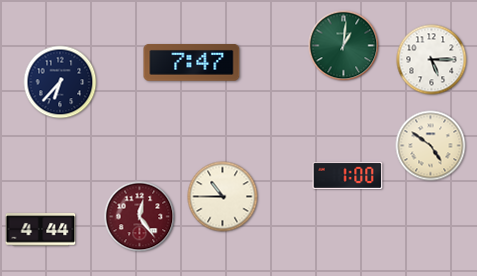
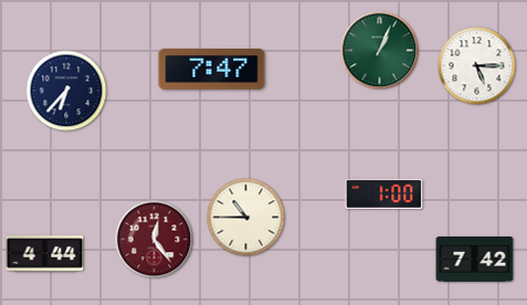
clock at (344, 46): 1:01 -> 1:04
clock at (431, 146): 4:51 -> none
clock at (475, 260): none -> 7:42
